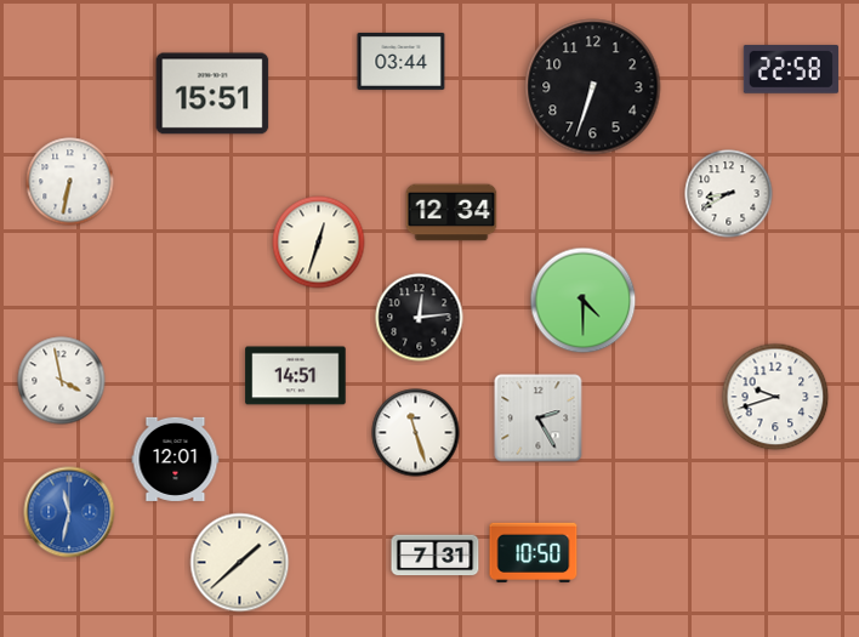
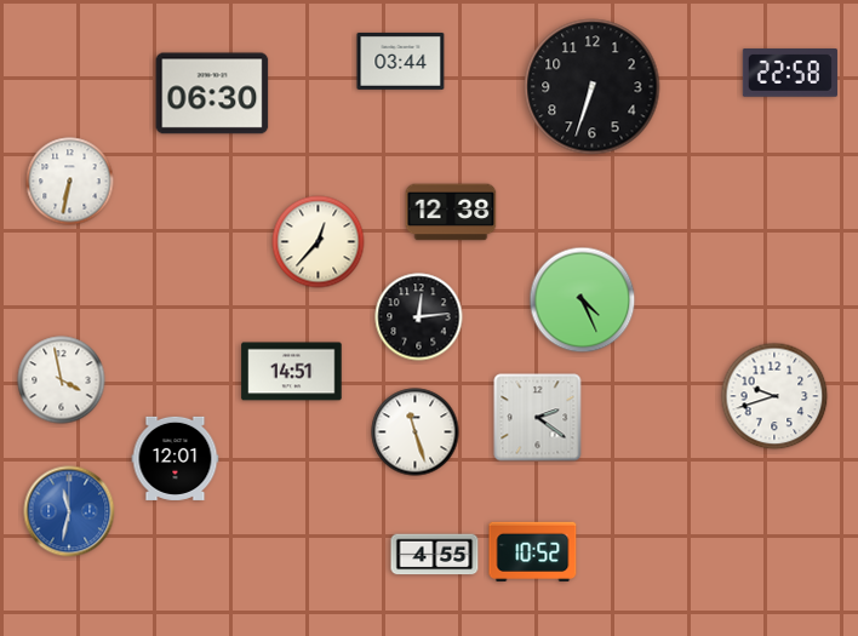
clock at (791, 69) position: (791, 69) -> (790, 73)
clock at (212, 93): 15:51 -> 06:30
clock at (729, 194): 8:40 -> none
clock at (451, 212): 12:34 -> 12:38
clock at (319, 243): 12:33 -> 12:37
clock at (584, 301): 4:30 -> 4:26
clock at (296, 376) position: (296, 376) -> (292, 372)
clock at (539, 419): 2:25 -> 2:21
clock at (534, 552): 10:50 -> 10:52
clock at (436, 556): 7:31 -> 4:55
clock at (240, 563): 1:38 -> none
